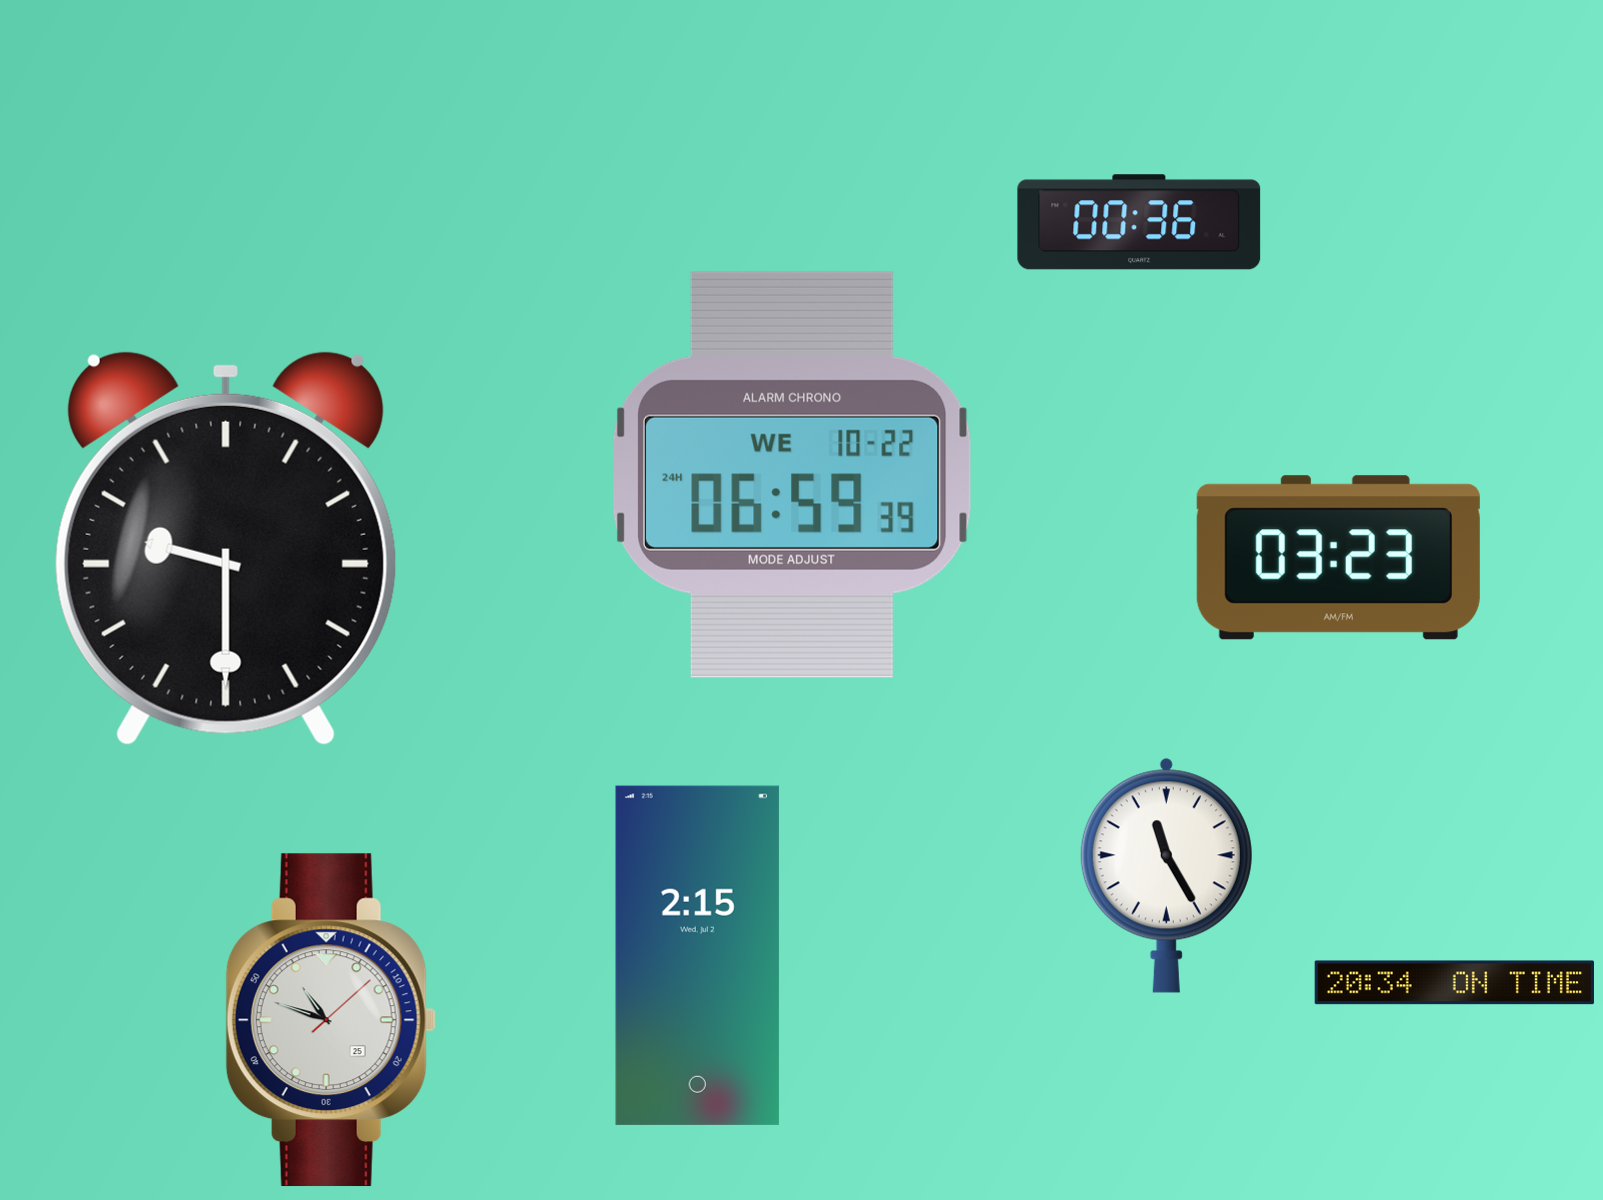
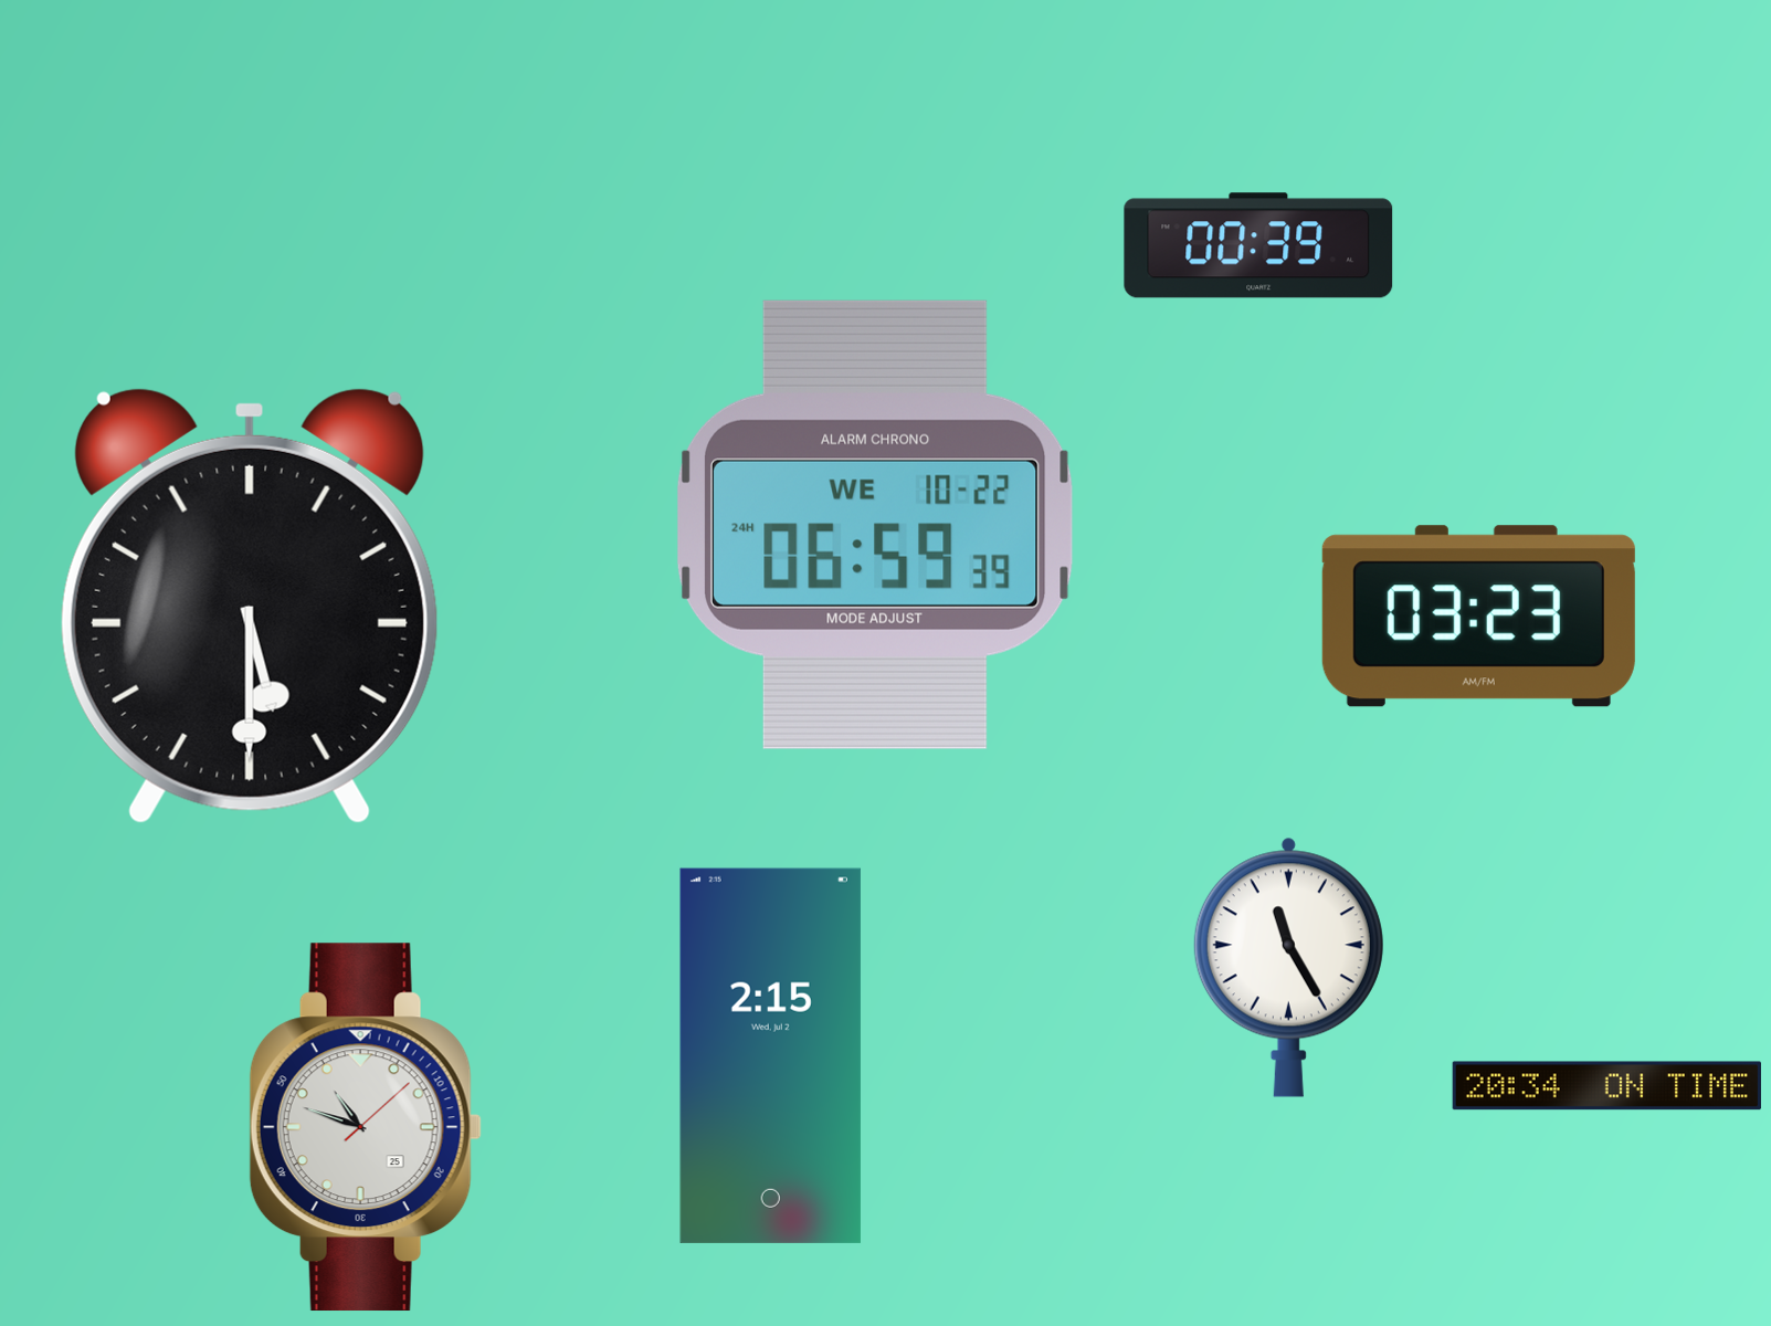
clock at (1139, 222): 00:36 -> 00:39
clock at (226, 549): 9:30 -> 5:30
